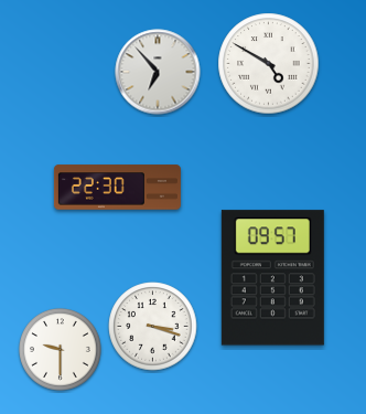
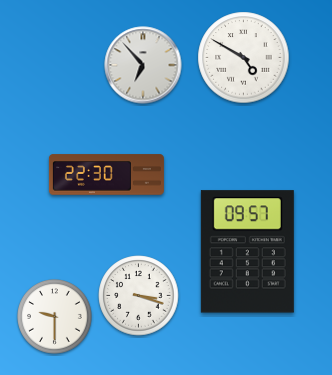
clock at (117, 188) position: (117, 188) -> (106, 175)
